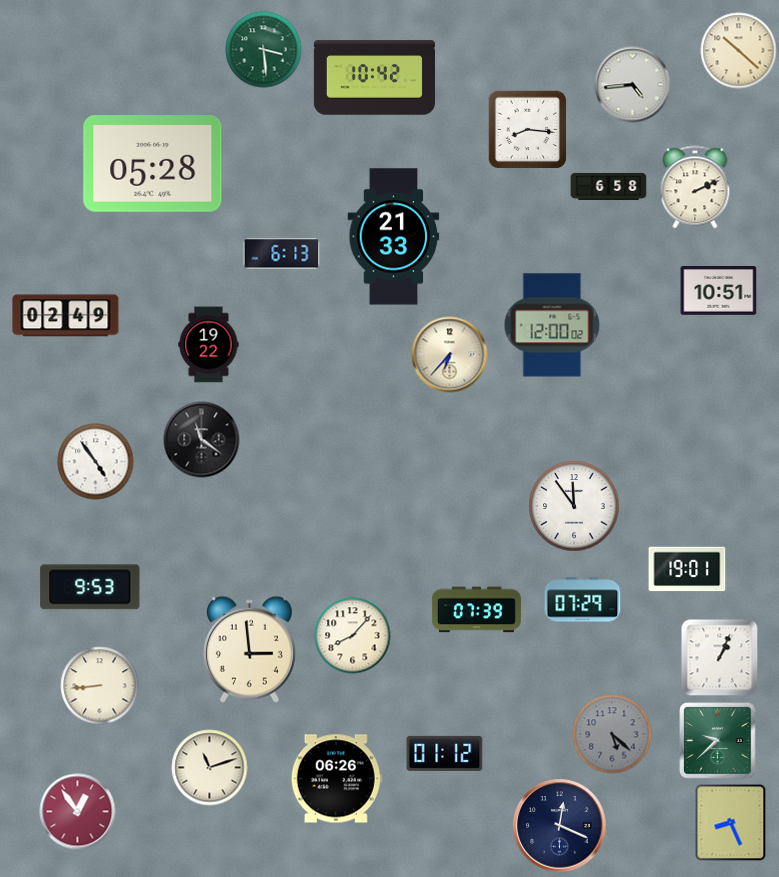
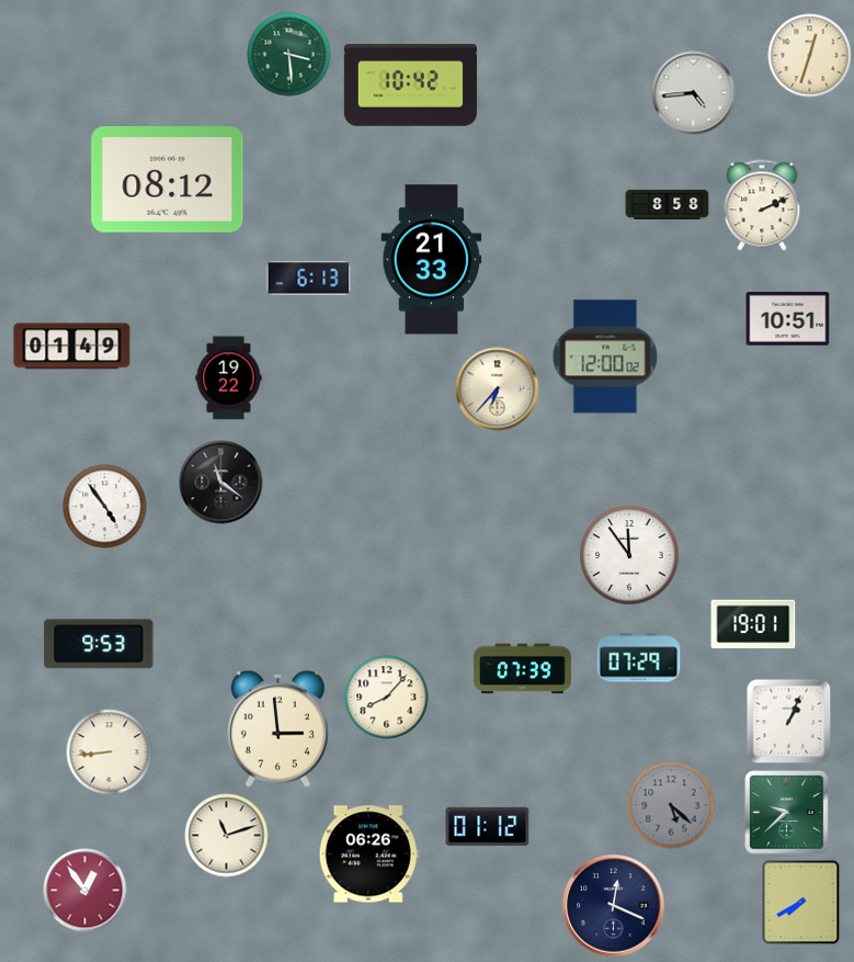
clock at (739, 51): 10:22 -> 12:33
clock at (527, 130): 8:16 -> none
clock at (153, 164): 05:28 -> 08:12
clock at (609, 186): 6:58 -> 8:58
clock at (66, 316): 02:49 -> 01:49
clock at (450, 355) position: (450, 355) -> (498, 389)
clock at (249, 649) position: (249, 649) -> (277, 728)
clock at (210, 768) position: (210, 768) -> (227, 836)
clock at (731, 823): 8:26 -> 7:40
